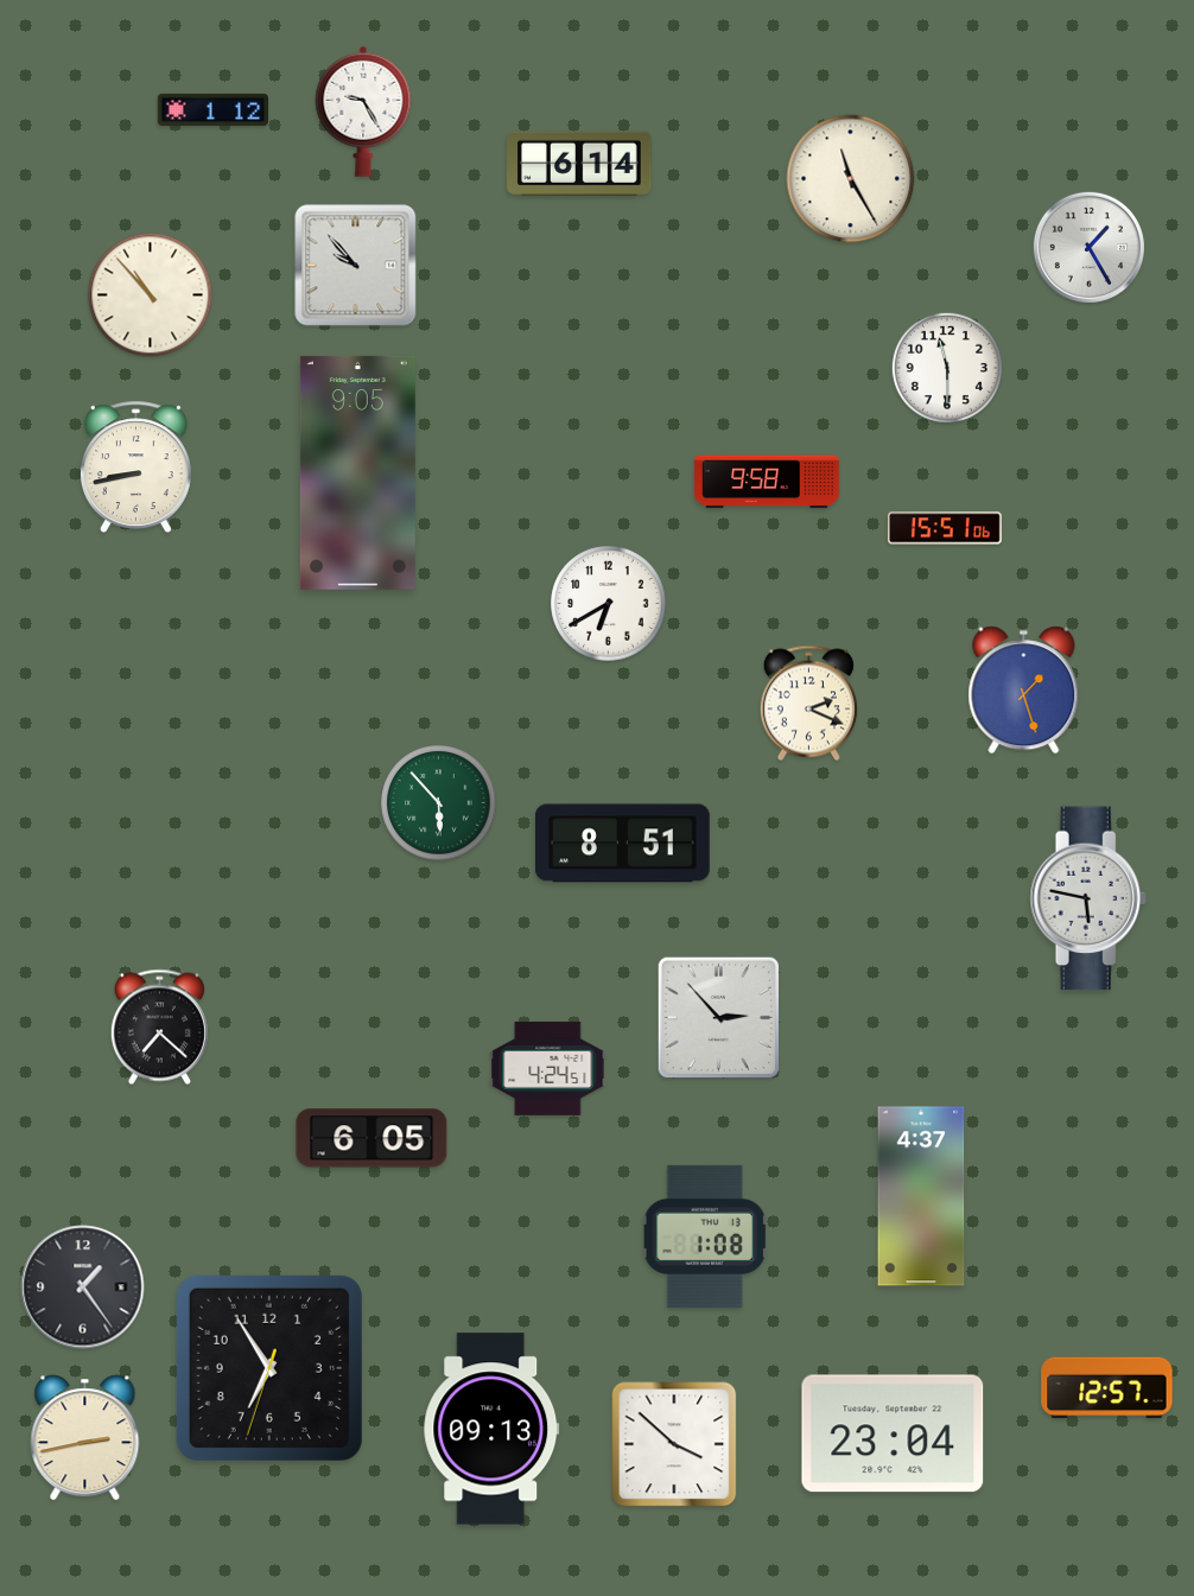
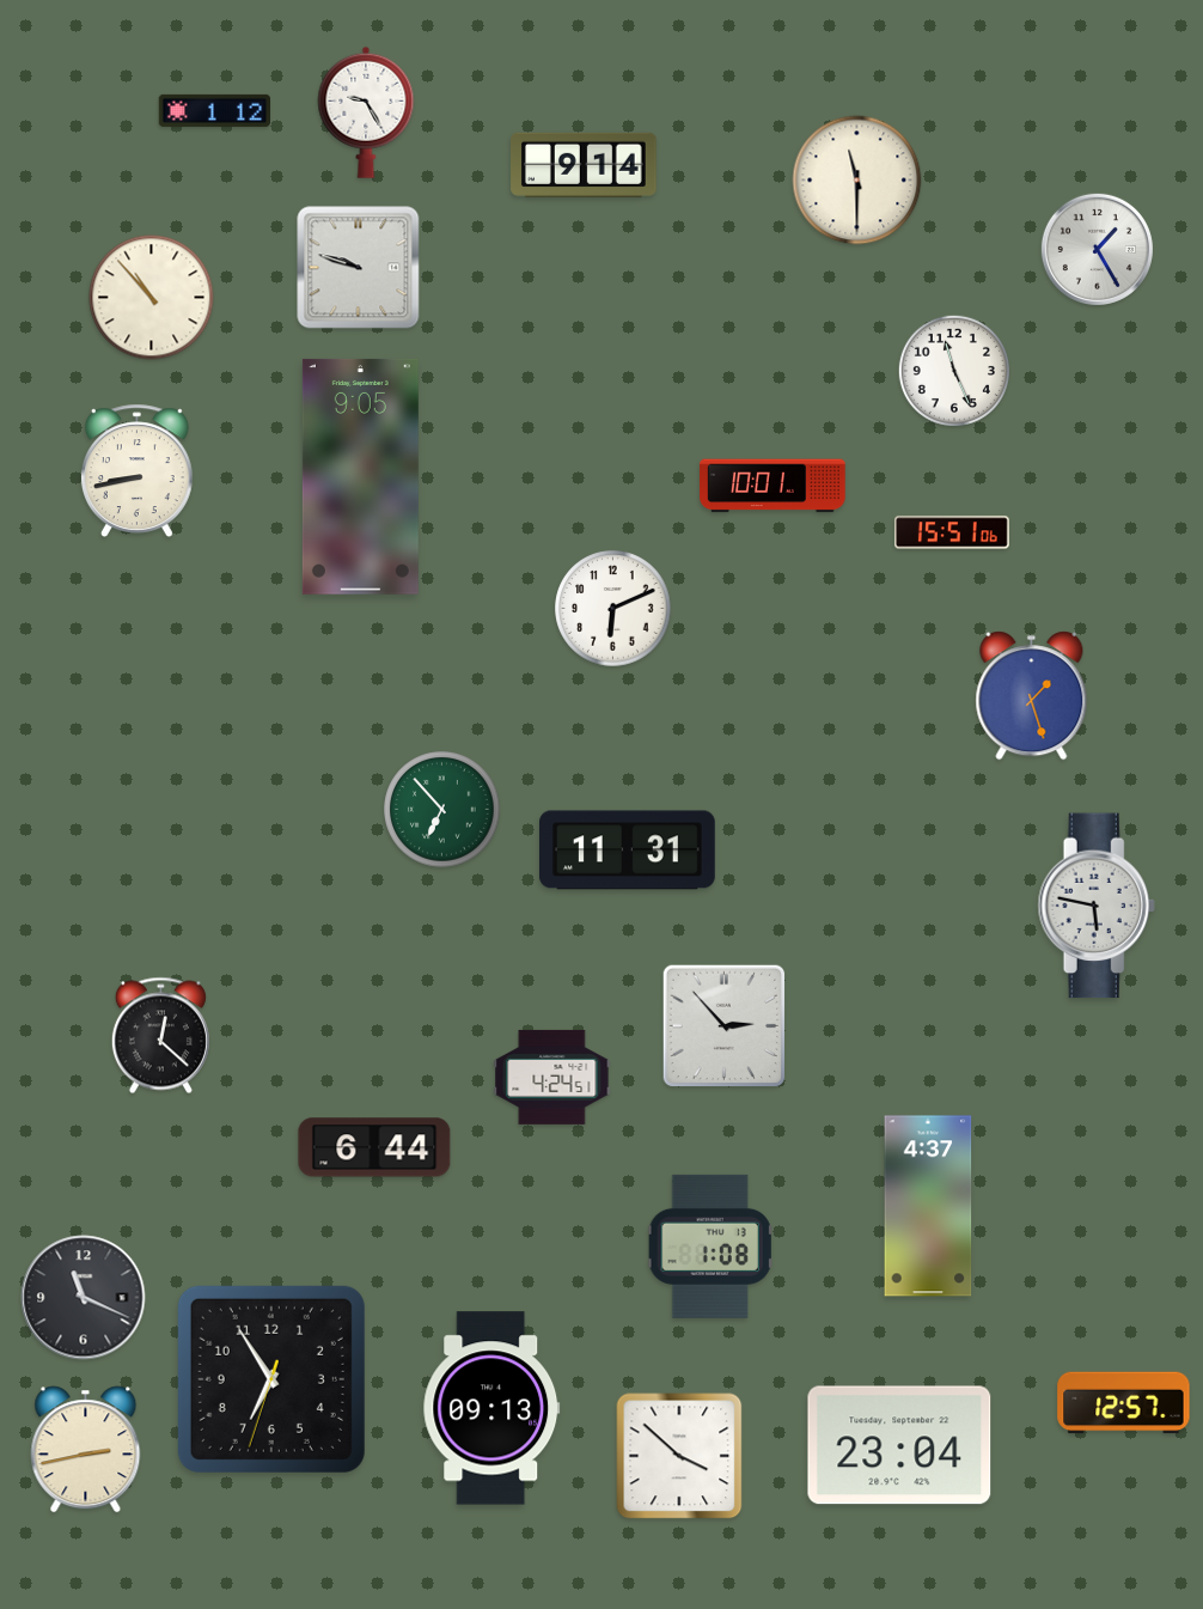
clock at (579, 164): 6:14 -> 9:14
clock at (851, 179): 11:25 -> 11:30
clock at (356, 266): 9:53 -> 9:48
clock at (947, 368): 11:30 -> 11:26
clock at (767, 482): 9:58 -> 10:01
clock at (609, 604): 6:40 -> 6:11
clock at (808, 704): 2:19 -> none
clock at (439, 803): 5:53 -> 6:53
clock at (623, 844): 8:51 -> 11:31
clock at (159, 1028): 7:22 -> 12:22
clock at (371, 1138): 6:05 -> 6:44
clock at (83, 1287): 1:24 -> 11:19
clock at (1107, 1388) position: (1107, 1388) -> (1124, 1403)
clock at (491, 1429) position: (491, 1429) -> (491, 1408)
